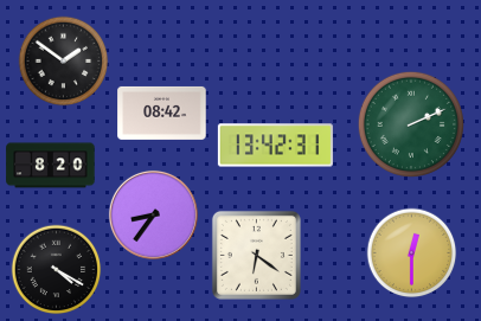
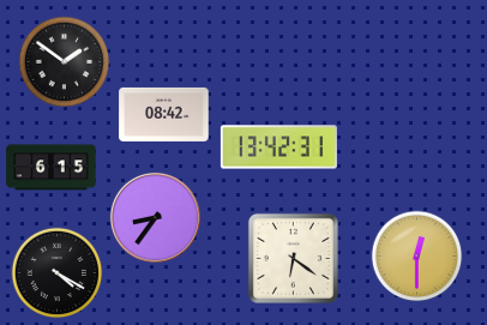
clock at (411, 124): 2:11 -> none
clock at (51, 166): 8:20 -> 6:15
clock at (256, 255) position: (256, 255) -> (293, 258)
